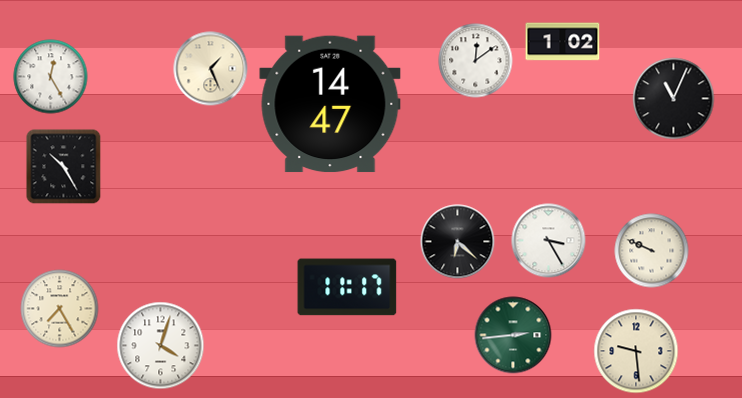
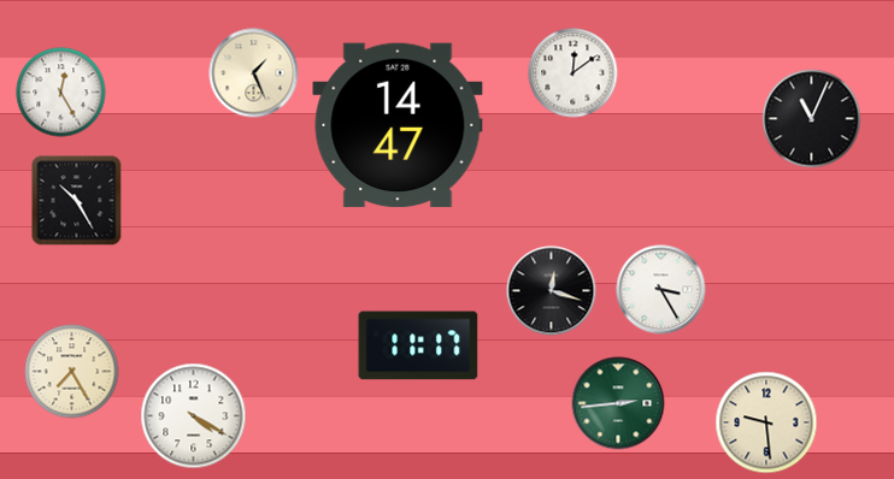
clock at (563, 42): 1:02 -> none
clock at (211, 69) position: (211, 69) -> (254, 73)
clock at (458, 242): 6:22 -> 12:18
clock at (652, 251): 9:49 -> none
clock at (161, 346): 4:03 -> 4:20
